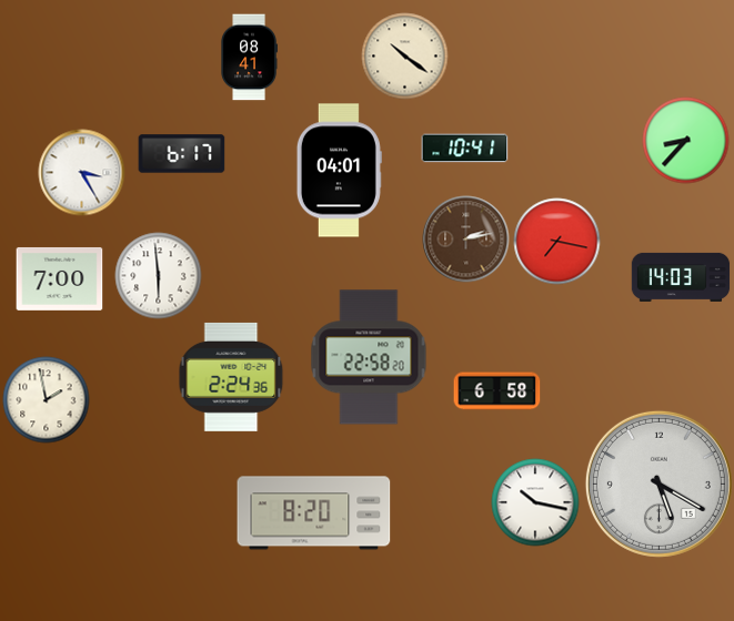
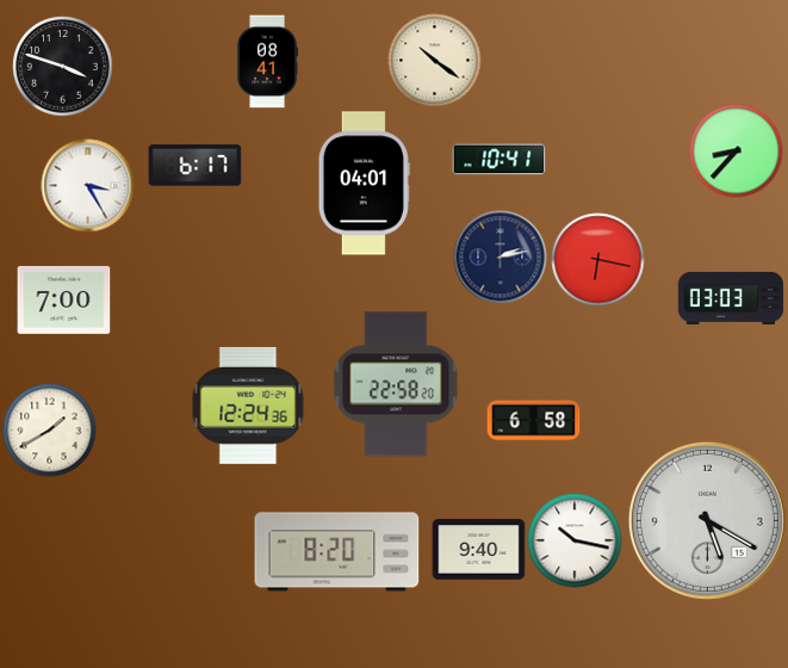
clock at (62, 66): none -> 3:48
clock at (465, 238) dial: brown -> navy
clock at (556, 241): 7:17 -> 6:17
clock at (158, 275): 5:59 -> none
clock at (681, 277): 14:03 -> 03:03
clock at (231, 377): 2:24 -> 12:24
clock at (46, 399): 1:58 -> 1:40
clock at (478, 550): none -> 9:40
